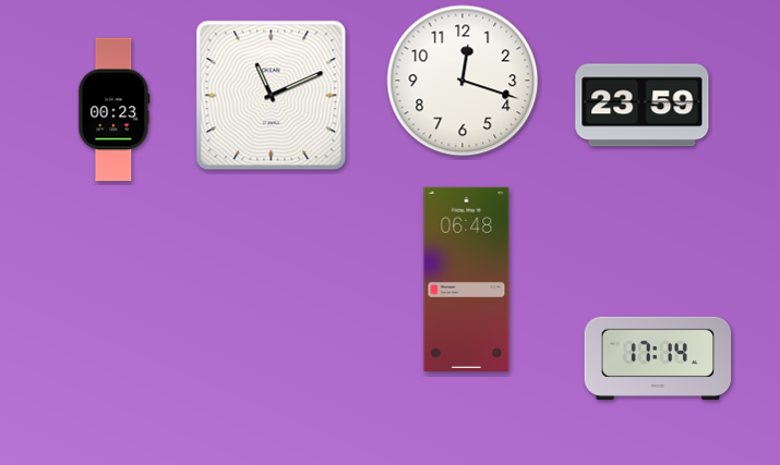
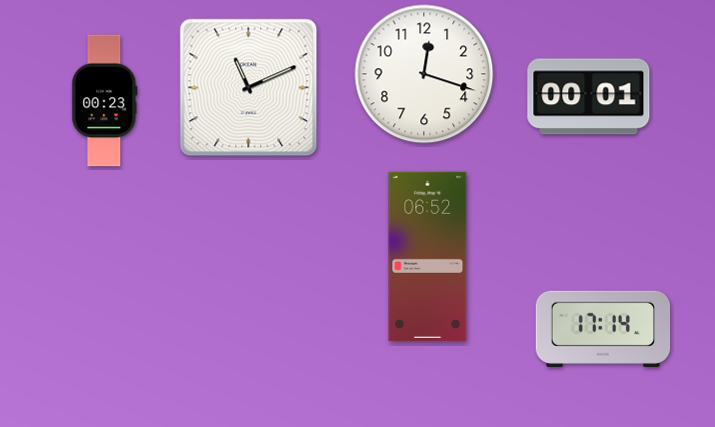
clock at (643, 106): 23:59 -> 00:01
clock at (467, 279): 06:48 -> 06:52
